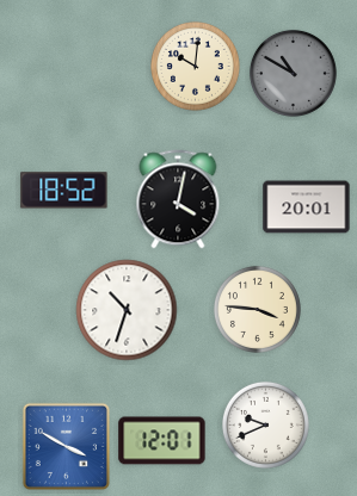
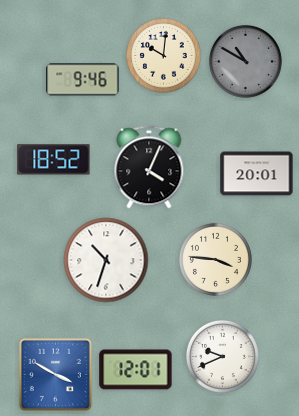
clock at (83, 80): none -> 9:46
clock at (178, 199): 4:02 -> 4:04
